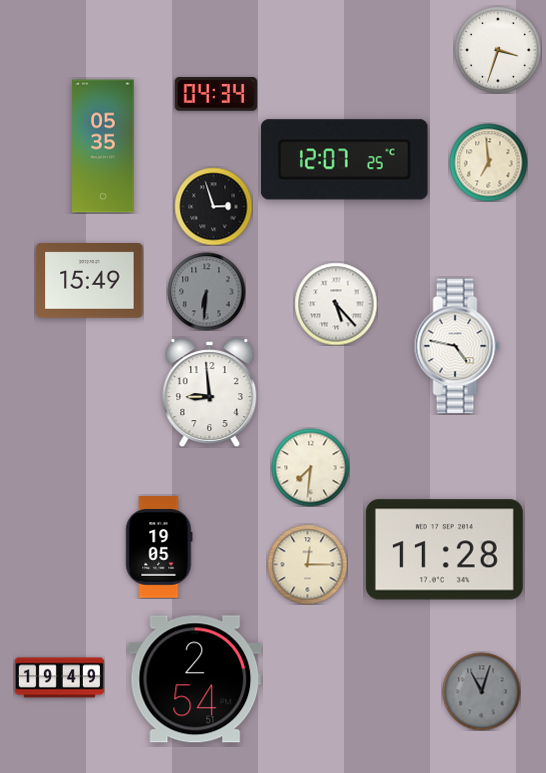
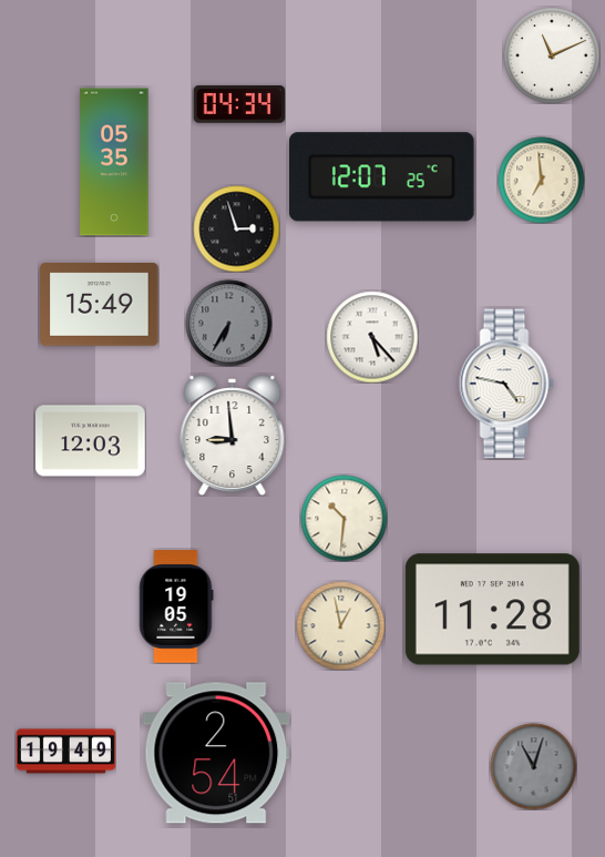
clock at (498, 50): 3:33 -> 11:11
clock at (90, 281) position: (90, 281) -> (100, 305)
clock at (206, 291): 6:31 -> 6:35
clock at (91, 441): none -> 12:03
clock at (310, 467): 7:31 -> 10:31
clock at (307, 564): 12:15 -> 12:58
